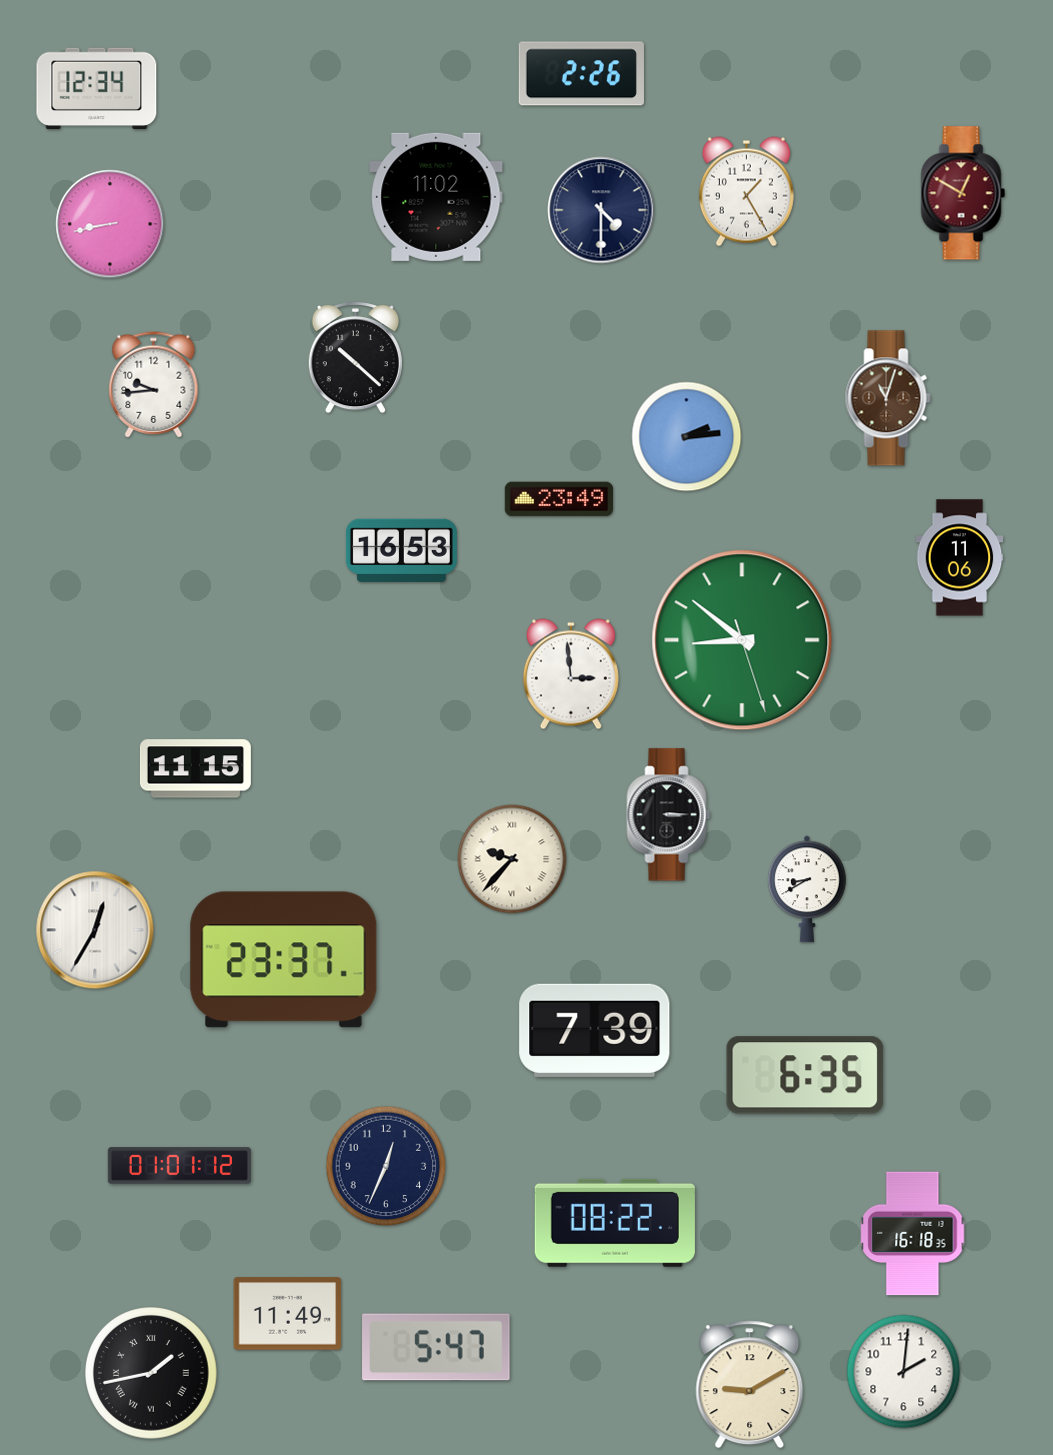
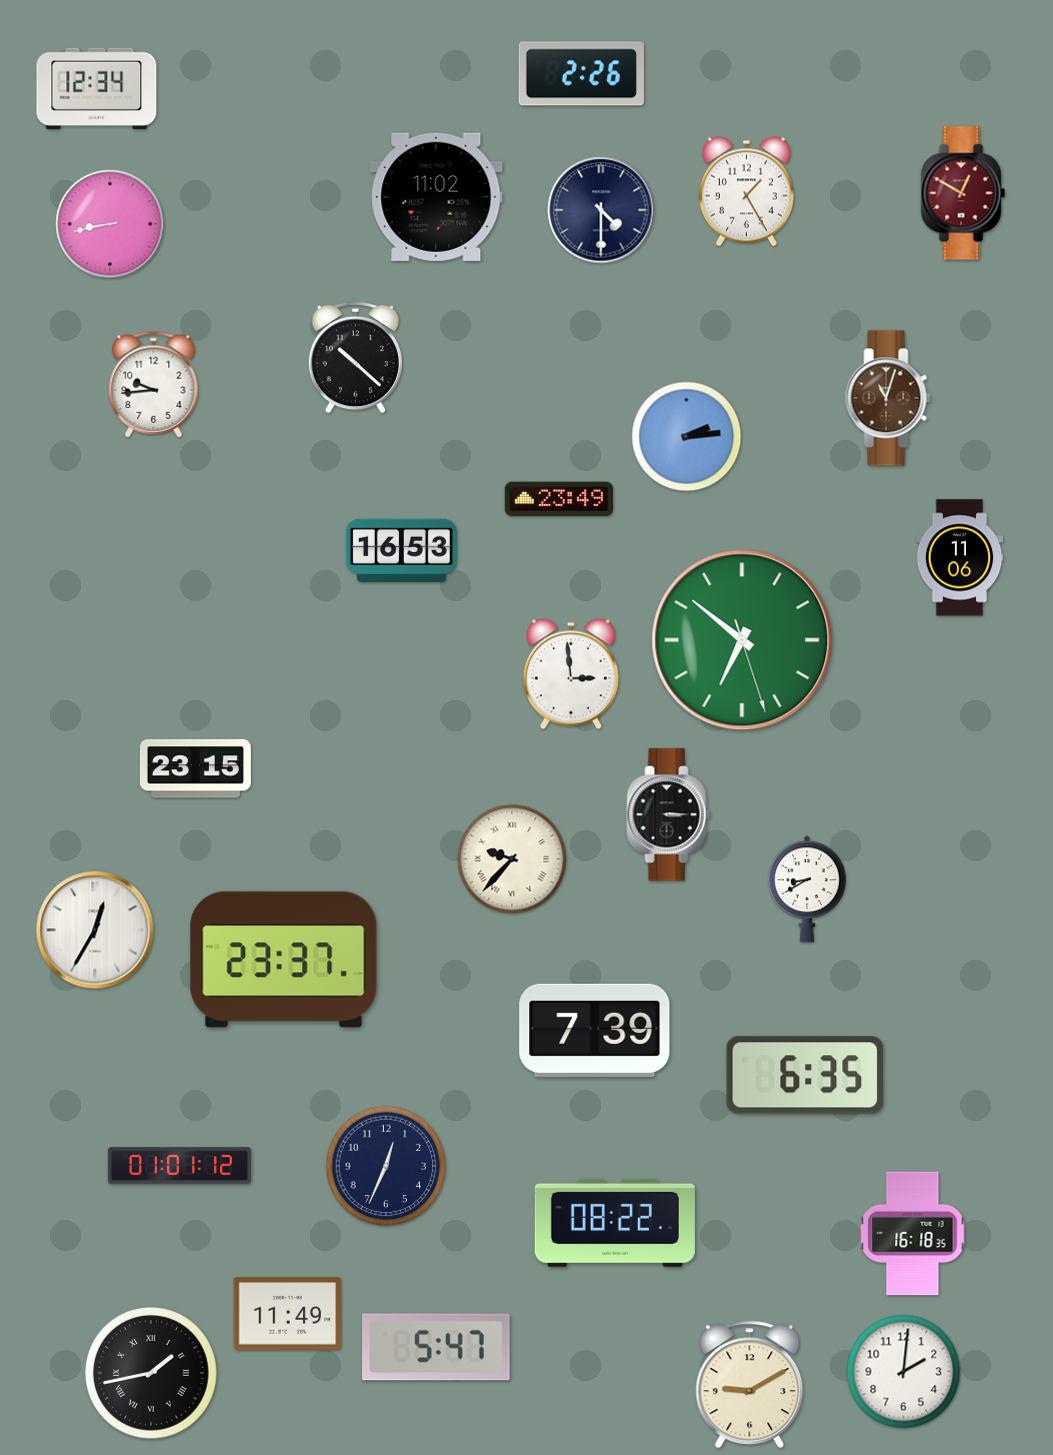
clock at (742, 640): 8:51 -> 6:51
clock at (195, 769): 11:15 -> 23:15
